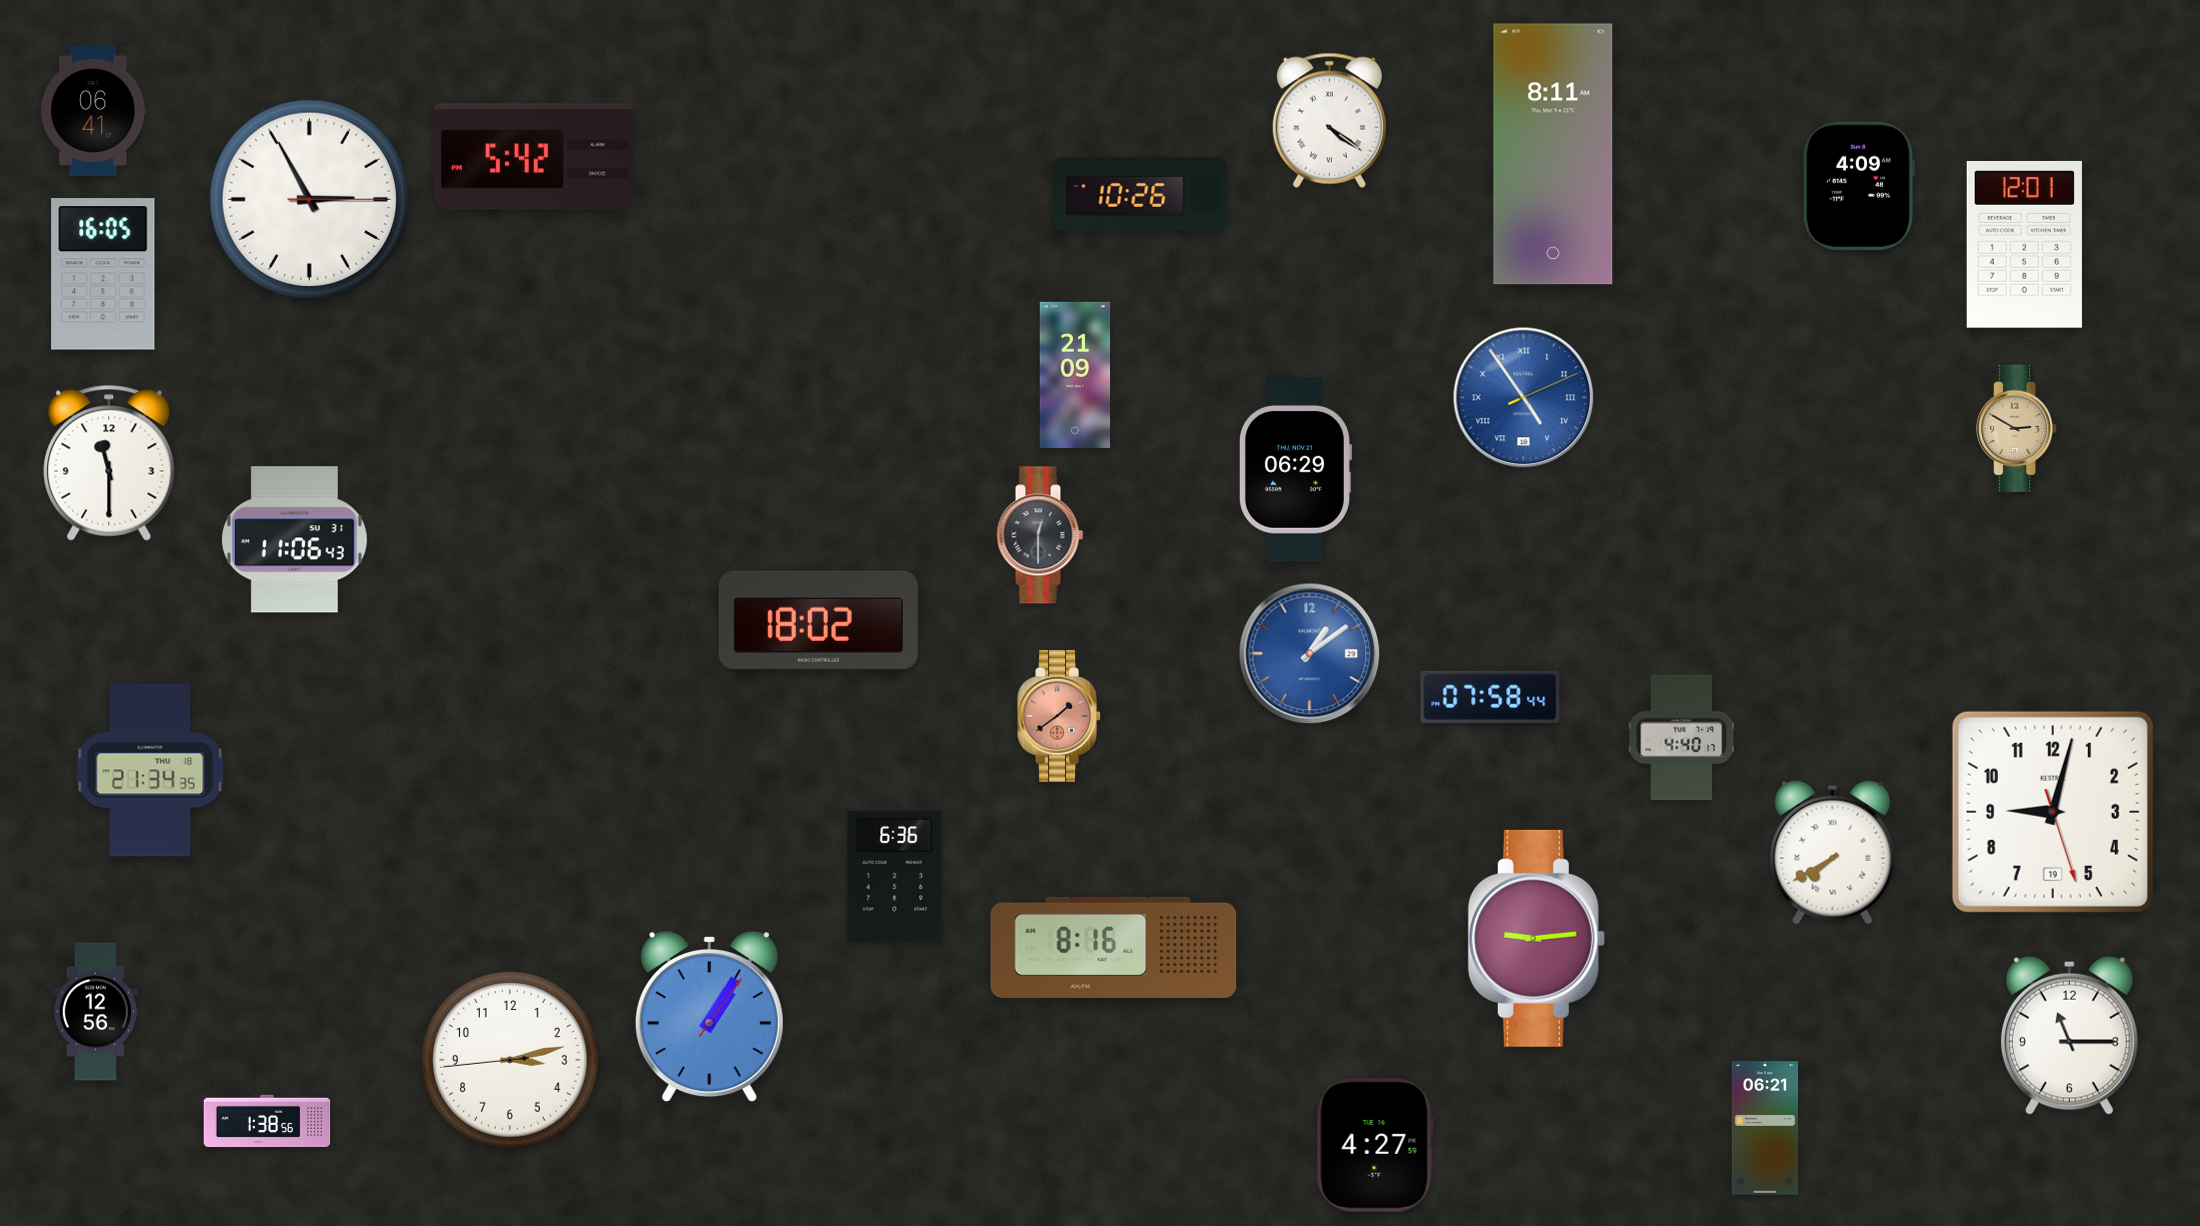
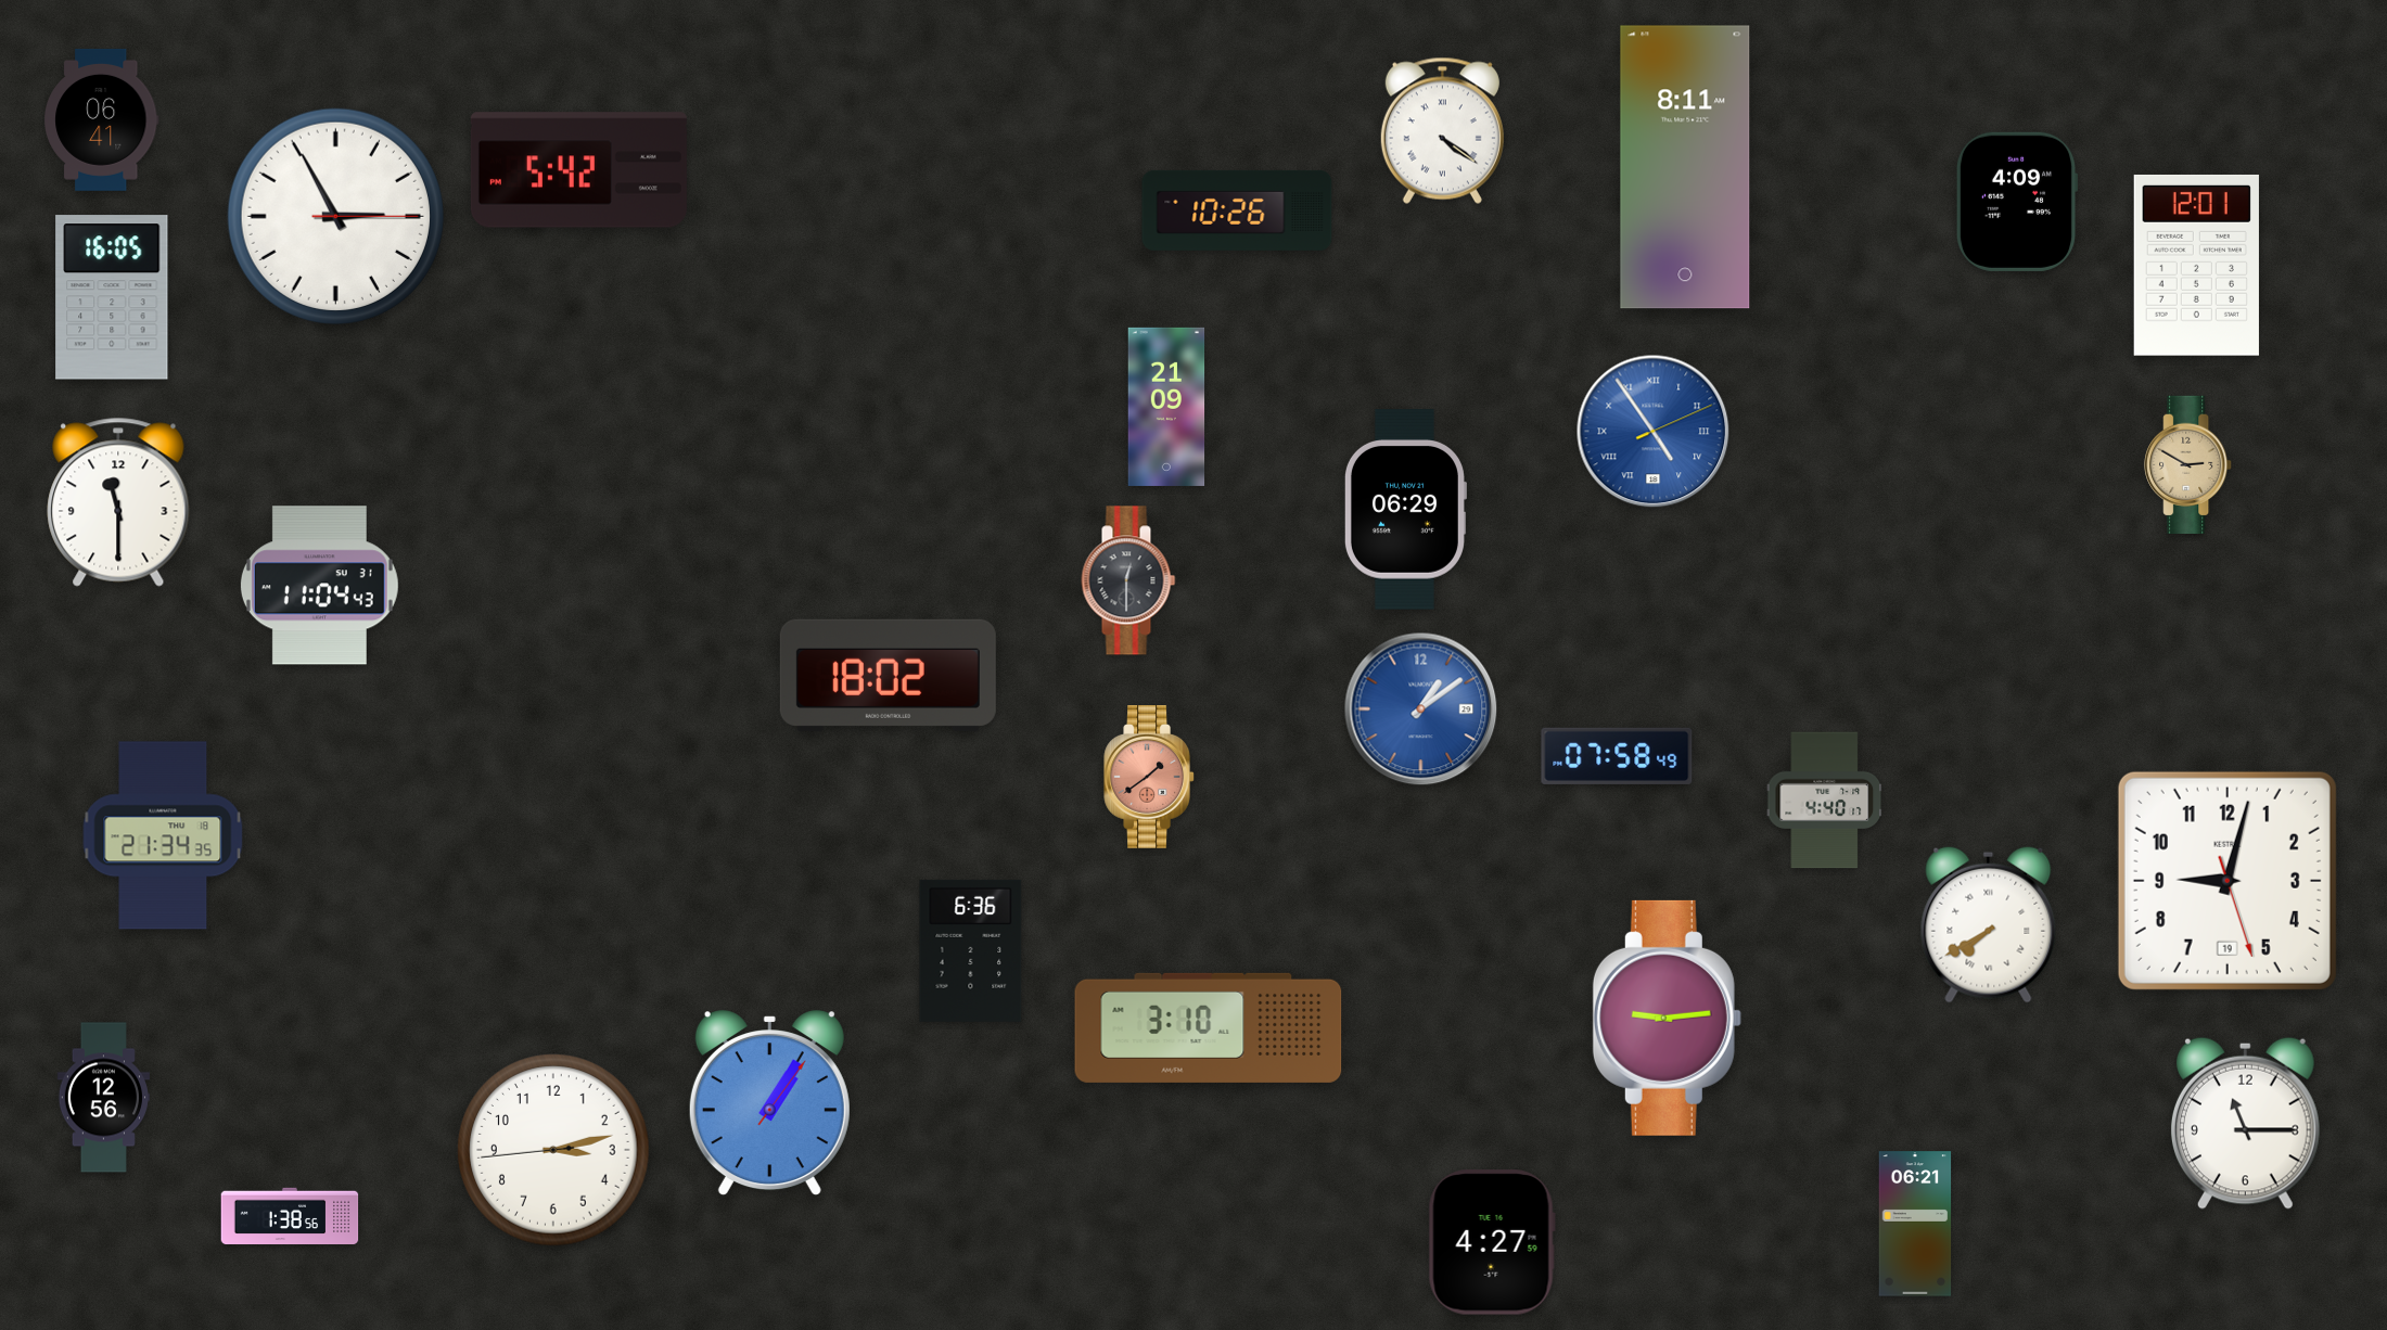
clock at (294, 540): 11:06 -> 11:04
clock at (1490, 697): 07:58:44 -> 07:58:49
clock at (1114, 947): 8:16 -> 3:10
